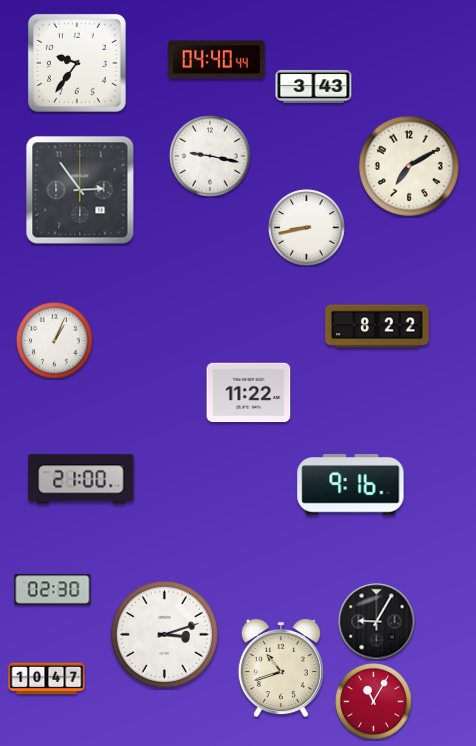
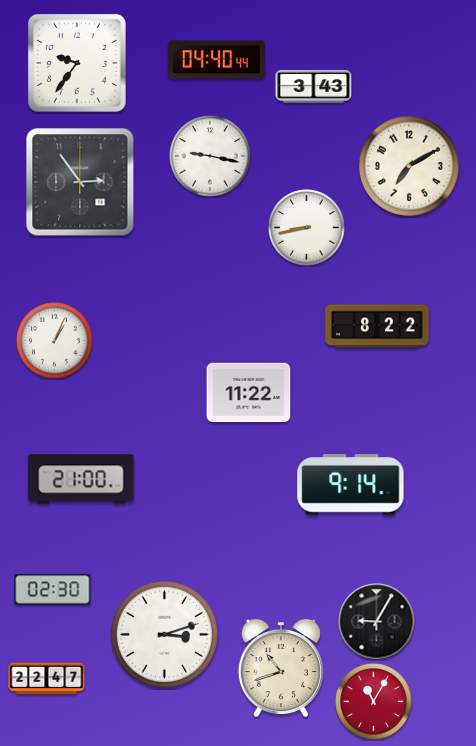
clock at (80, 190) position: (80, 190) -> (80, 182)
clock at (351, 485): 9:16 -> 9:14
clock at (47, 679): 10:47 -> 22:47
